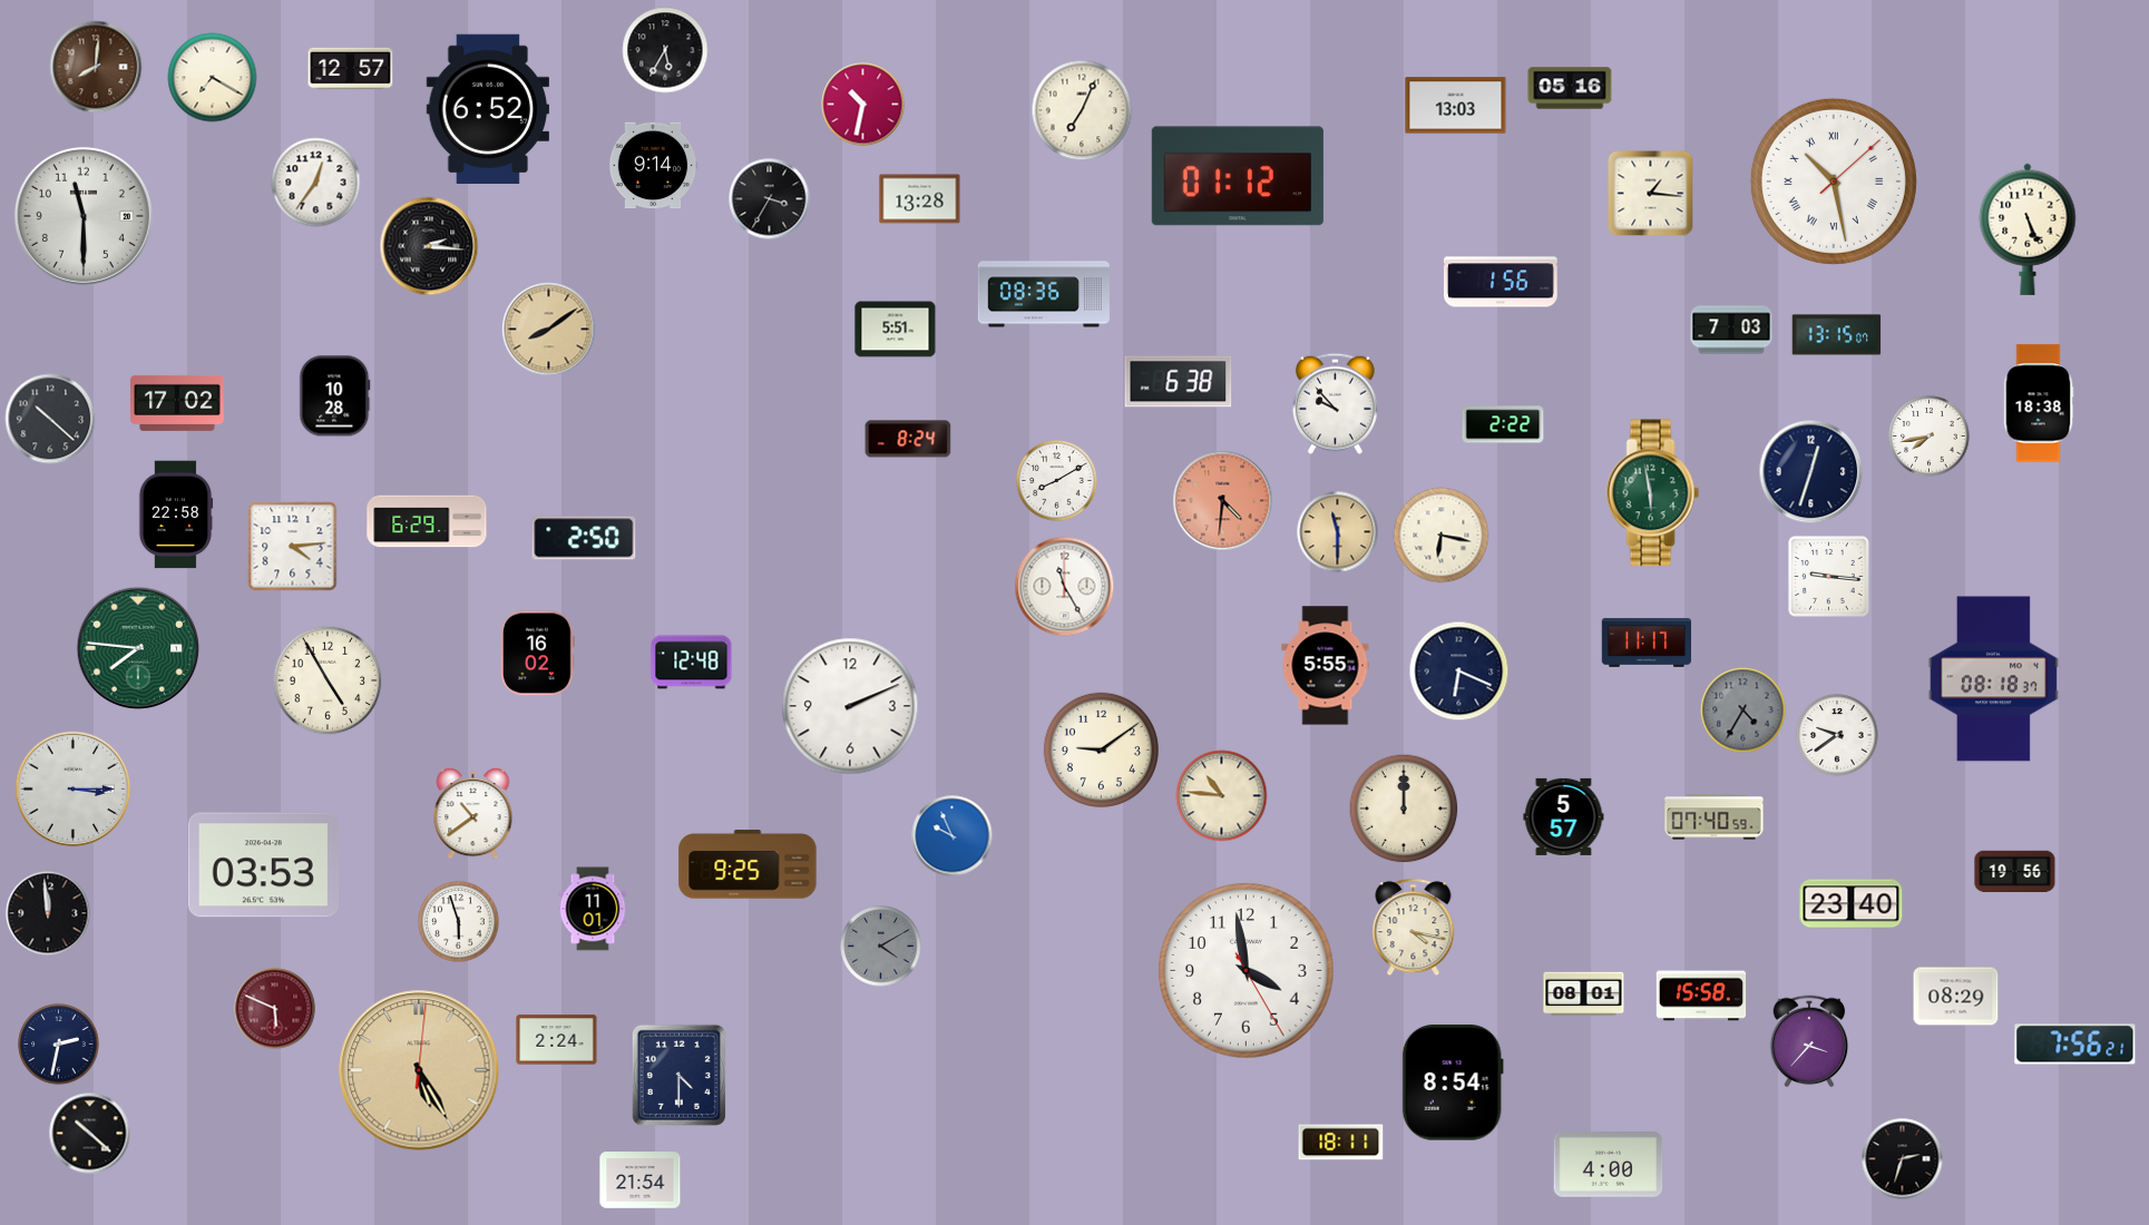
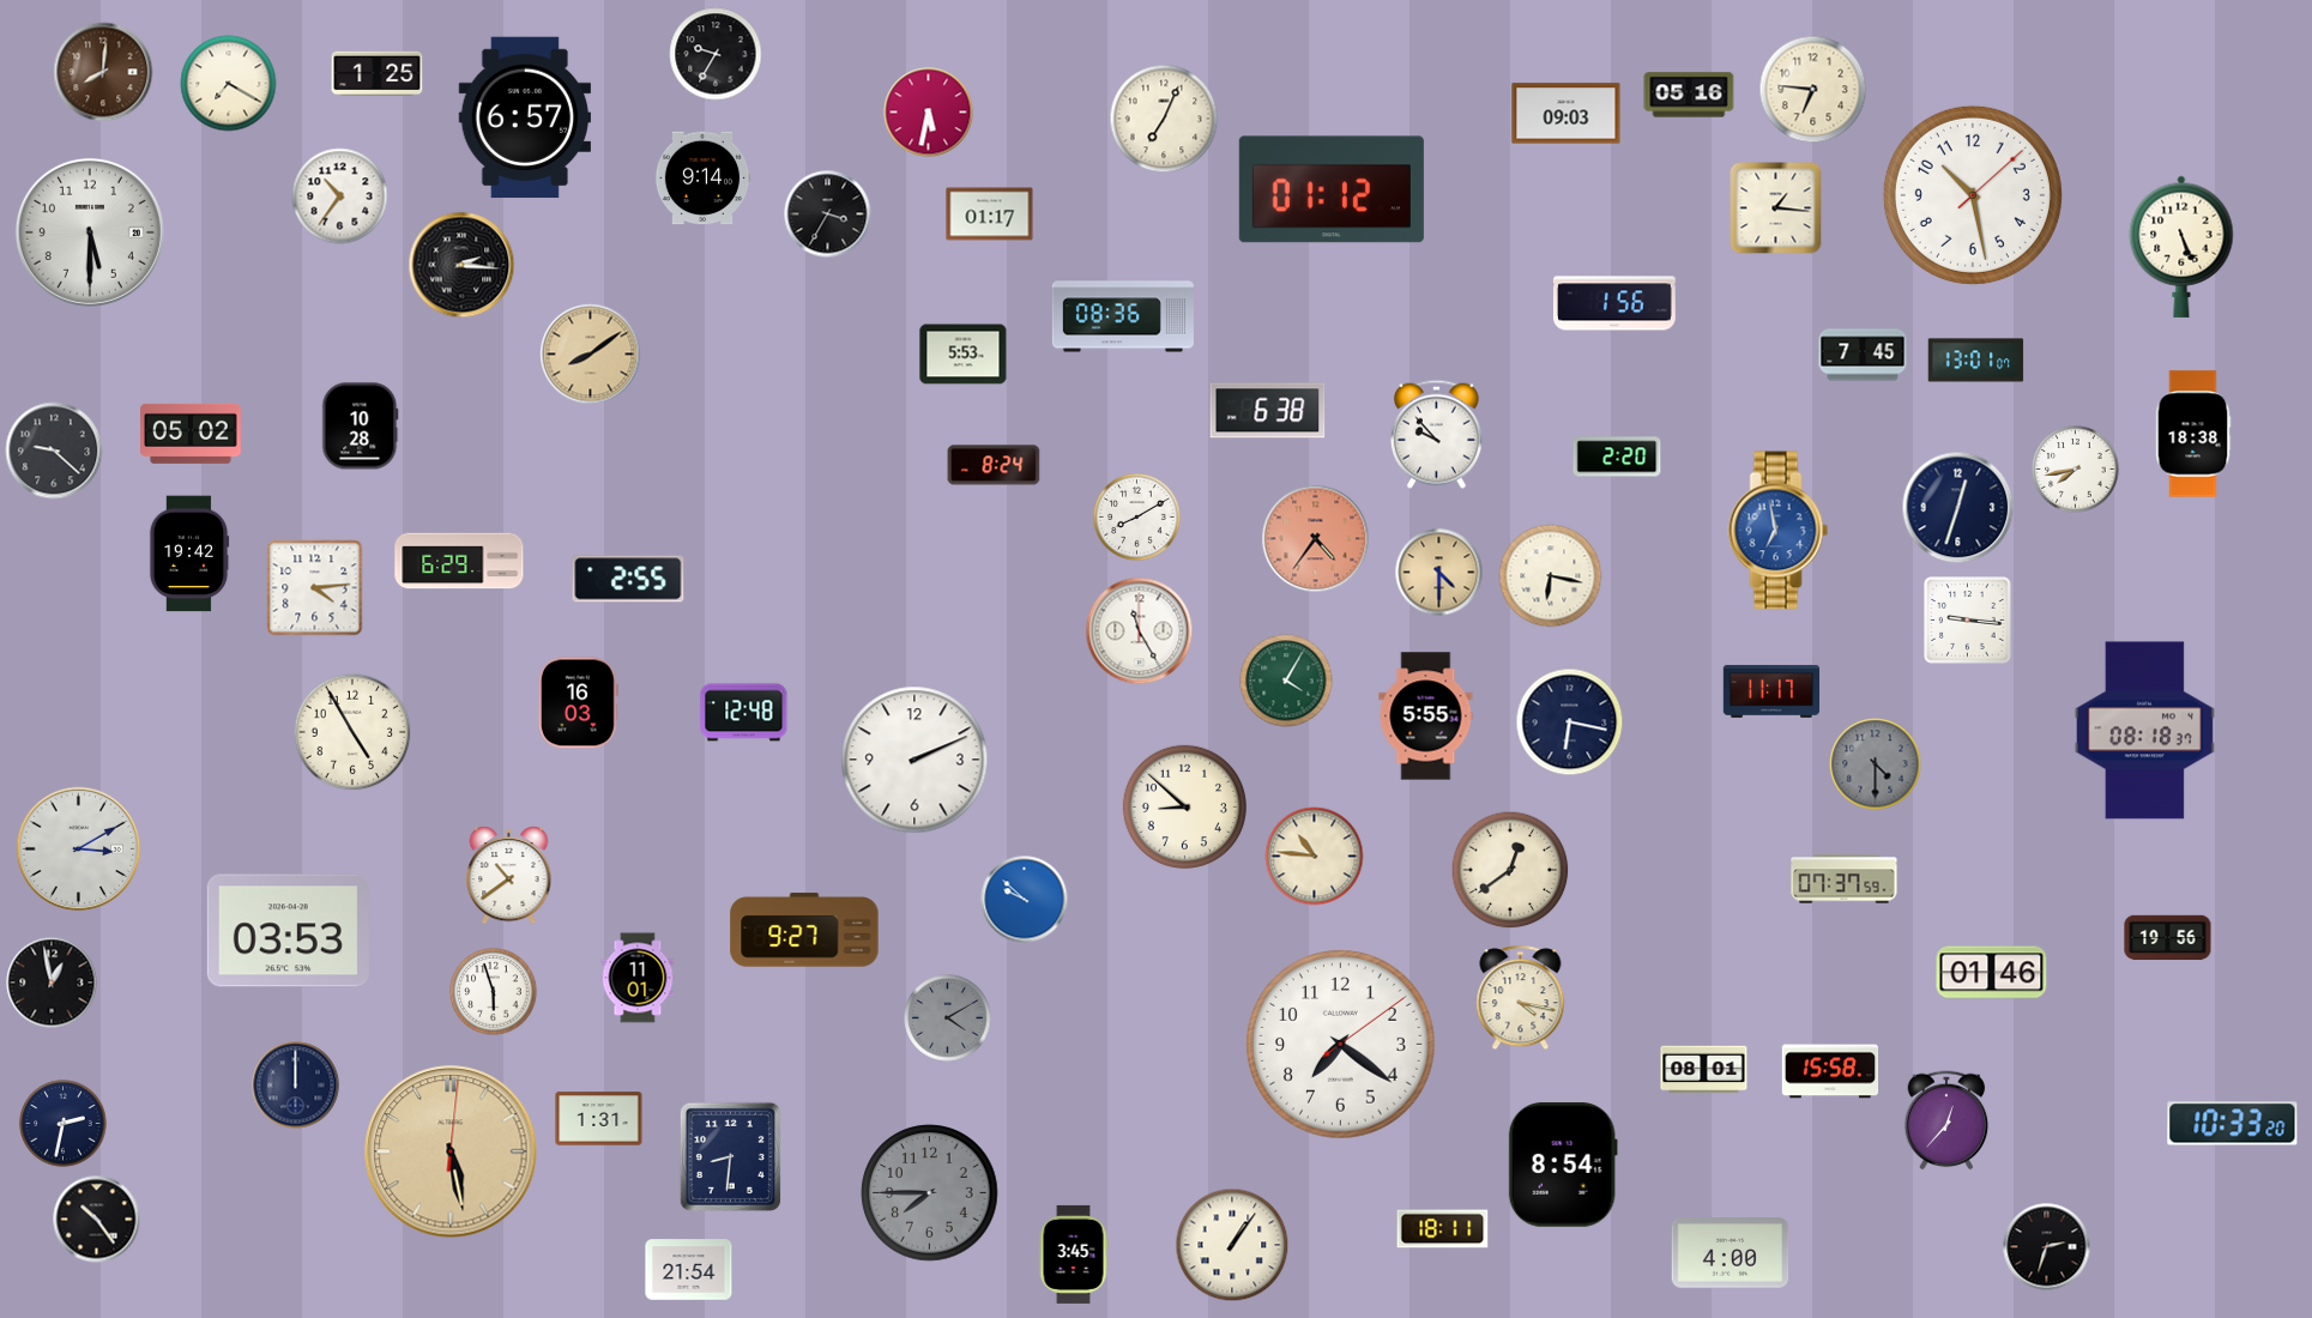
clock at (665, 50): 5:35 -> 9:35
clock at (351, 69): 12:57 -> 1:25
clock at (1813, 90): none -> 6:46
clock at (863, 105): 10:32 -> 5:32
clock at (1456, 106): 13:03 -> 09:03
clock at (487, 108): 6:52 -> 6:57
clock at (1834, 182) numerals: Roman -> Arabic
clock at (316, 183): 12:36 -> 10:36
clock at (920, 199): 13:28 -> 01:17
clock at (84, 216): 11:30 -> 5:30
clock at (896, 330): 5:51 -> 5:53
clock at (1731, 330): 7:03 -> 7:45
clock at (1837, 335): 13:15 -> 13:01
clock at (178, 403): 17:02 -> 05:02
clock at (50, 419): 10:22 -> 9:22
clock at (1503, 424): 2:22 -> 2:20
clock at (908, 439) position: (908, 439) -> (994, 465)
clock at (1811, 472) position: (1811, 472) -> (1958, 508)
clock at (1653, 493): 5:58 -> 6:58
clock at (1653, 493) dial: green -> blue
clock at (1223, 501): 4:31 -> 4:36
clock at (176, 514): 22:58 -> 19:42
clock at (1338, 532): 11:30 -> 4:30
clock at (584, 538): 2:50 -> 2:55
clock at (1065, 587) position: (1065, 587) -> (1140, 631)
clock at (1286, 681): none -> 4:05
clock at (138, 648): 7:46 -> none
clock at (537, 654): 16:02 -> 16:03
clock at (1459, 672): 6:19 -> 6:17
clock at (1743, 710): 4:35 -> 4:30
clock at (1837, 735): 9:39 -> none
clock at (1101, 749): 9:09 -> 8:52
clock at (74, 790): 3:15 -> 3:10
clock at (1404, 808): 12:00 -> 12:39
clock at (1564, 816): 5:57 -> none
clock at (1715, 817): 07:40 -> 07:37
clock at (953, 836): 9:56 -> 9:52
clock at (748, 864): 9:25 -> 9:27
clock at (263, 865) position: (263, 865) -> (288, 931)
clock at (1852, 904): 23:40 -> 01:46
clock at (48, 913): 11:59 -> 12:58
clock at (1247, 971): 3:58 -> 7:21
clock at (1956, 997): 08:29 -> none
clock at (275, 1009): 5:49 -> 12:00
clock at (275, 1009) dial: burgundy -> navy
clock at (557, 1040): 2:24 -> 1:31
clock at (1809, 1041): 3:37 -> 12:37
clock at (2075, 1045): 7:56 -> 10:33
clock at (419, 1070): 5:25 -> 5:28
clock at (678, 1075): 4:30 -> 8:31
clock at (930, 1193): none -> 7:45
clock at (90, 1134): 10:22 -> 10:24
clock at (1232, 1245): none -> 1:06
clock at (1074, 1254): none -> 3:45
